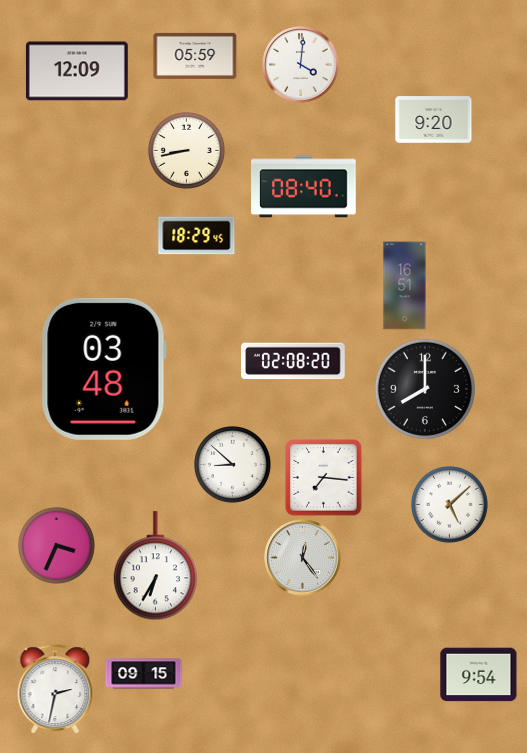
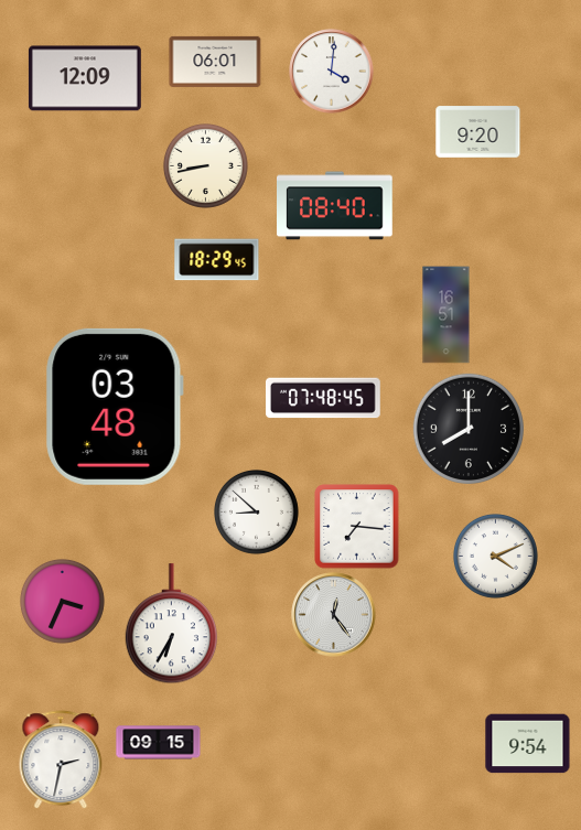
clock at (195, 56): 05:59 -> 06:01
clock at (294, 361): 02:08 -> 07:48
clock at (449, 504): 5:08 -> 4:11
